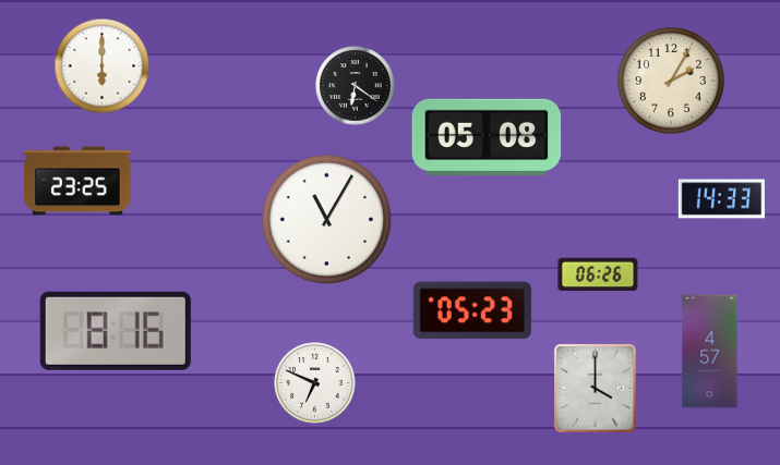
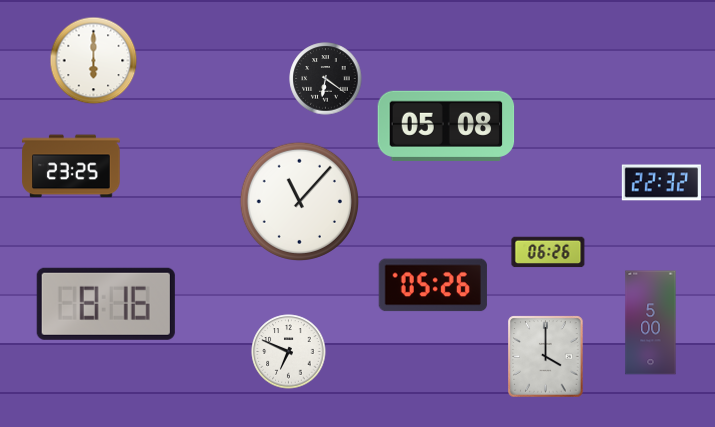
clock at (671, 81): 2:05 -> none
clock at (721, 199): 14:33 -> 22:32
clock at (326, 219): 11:05 -> 11:07
clock at (472, 310): 05:23 -> 05:26
clock at (710, 352): 4:57 -> 5:00
